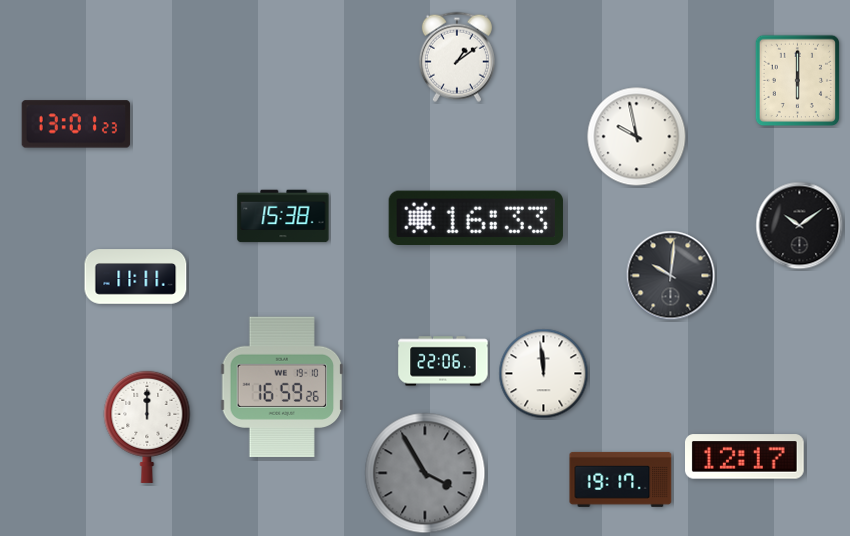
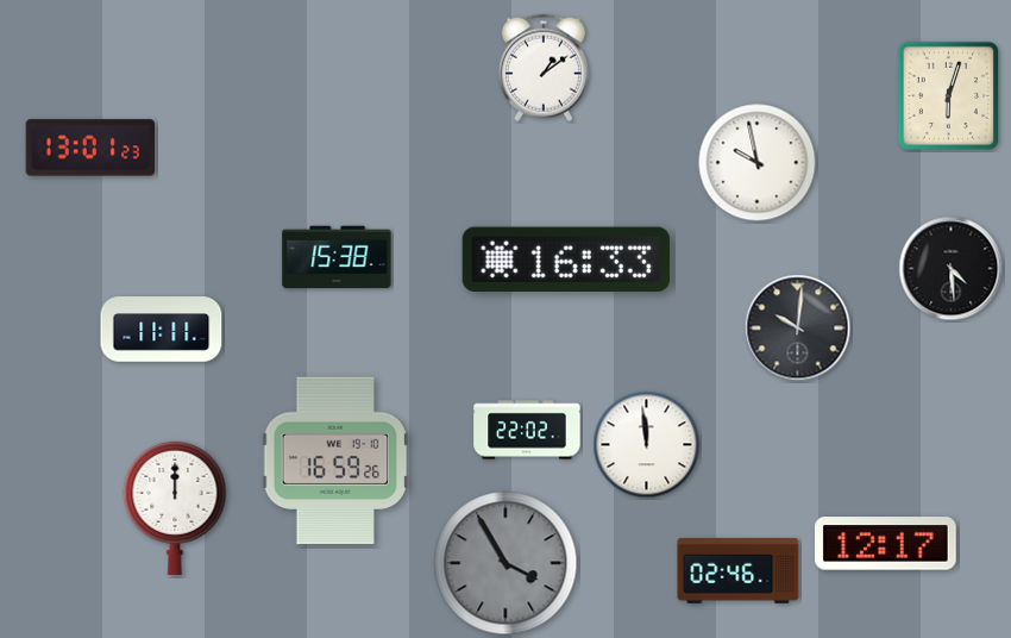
clock at (798, 81): 6:00 -> 6:03
clock at (800, 226): 10:09 -> 4:29
clock at (443, 361): 22:06 -> 22:02
clock at (621, 479): 19:17 -> 02:46
